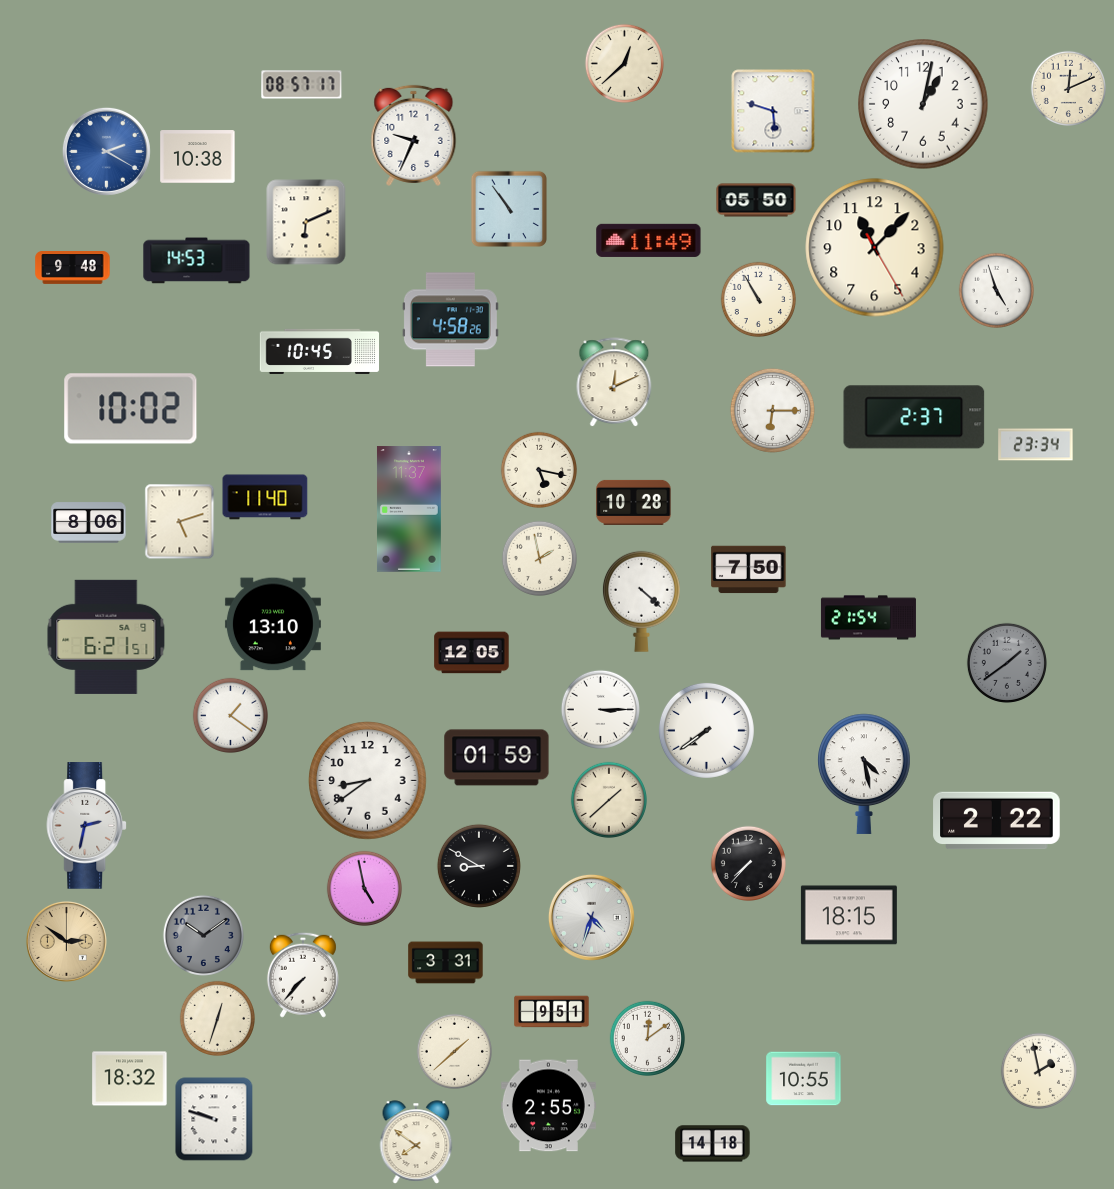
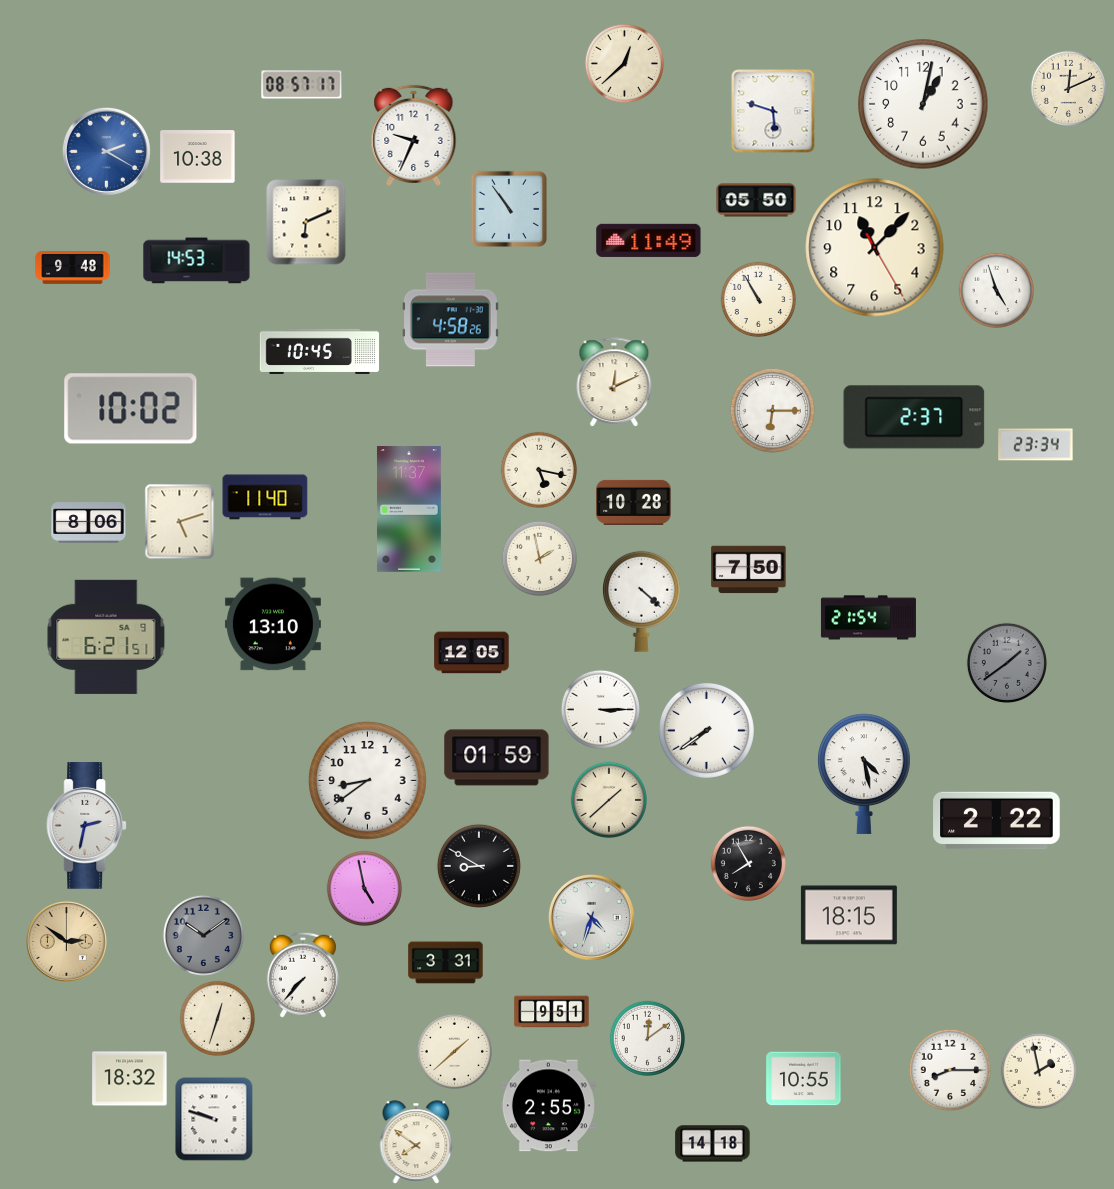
clock at (230, 715): 1:21 -> none
clock at (748, 863): 7:37 -> 7:55
clock at (950, 1070): none -> 8:15
